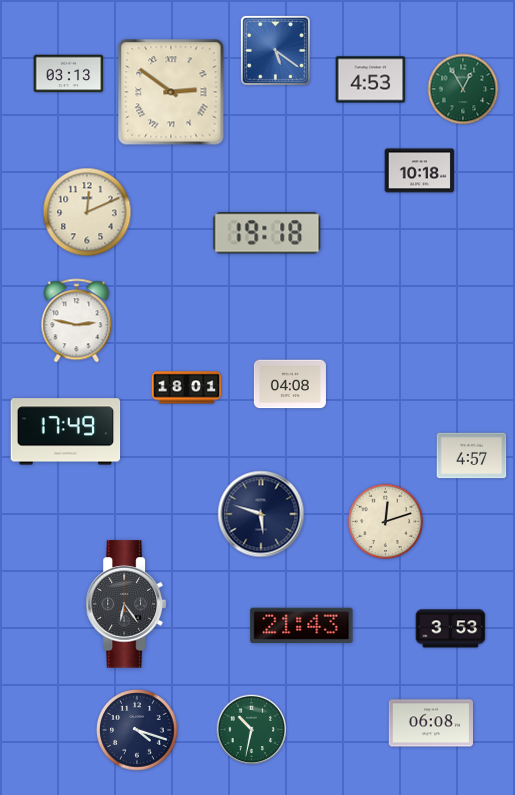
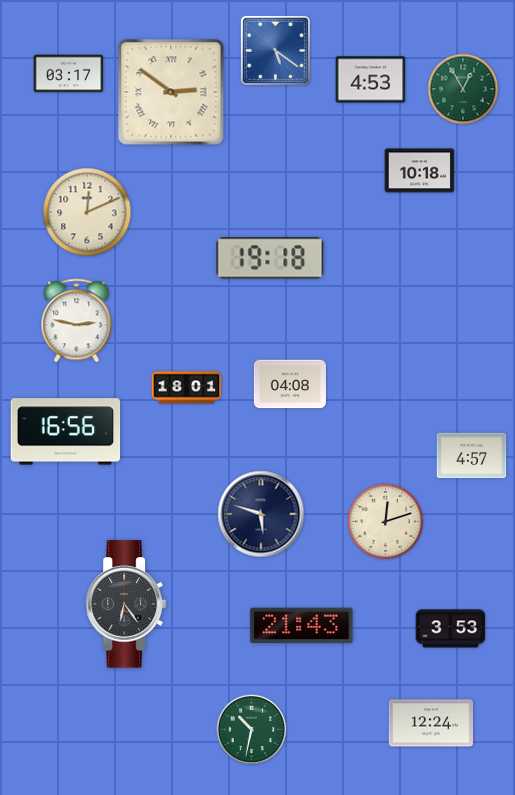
clock at (69, 74): 03:13 -> 03:17
clock at (267, 233) position: (267, 233) -> (270, 258)
clock at (66, 432): 17:49 -> 16:56
clock at (430, 723): 06:08 -> 12:24
clock at (137, 730): 4:18 -> none
